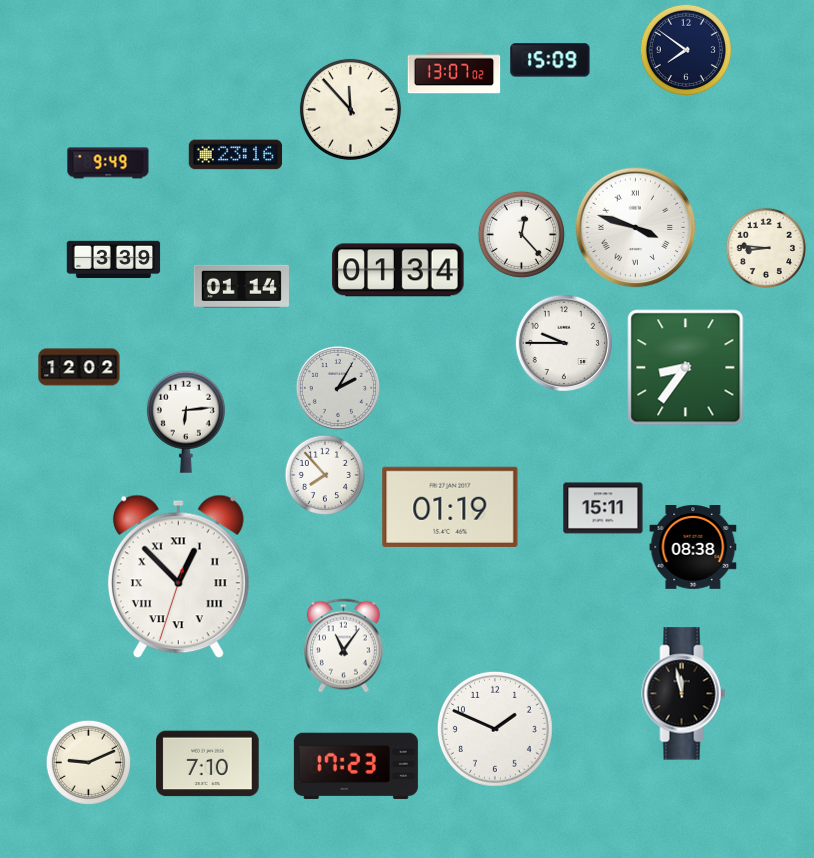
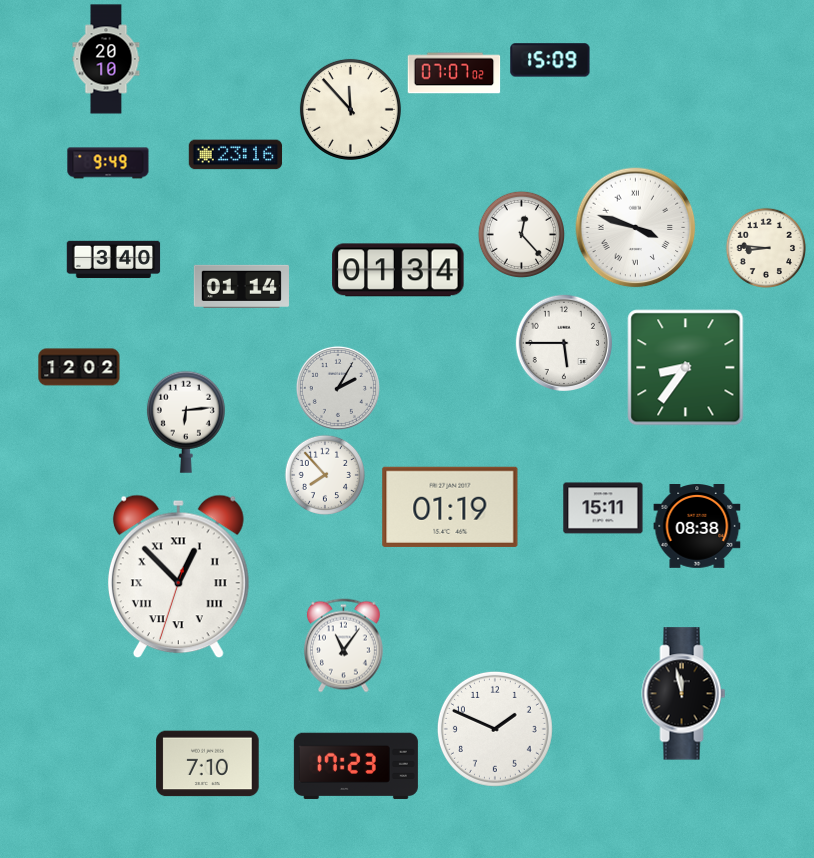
clock at (686, 50): 7:51 -> none
clock at (106, 59): none -> 20:10
clock at (454, 73): 13:07 -> 07:07
clock at (114, 260): 3:39 -> 3:40
clock at (563, 342): 9:45 -> 5:45
clock at (693, 548) position: (693, 548) -> (697, 527)
clock at (88, 762): 9:11 -> none
